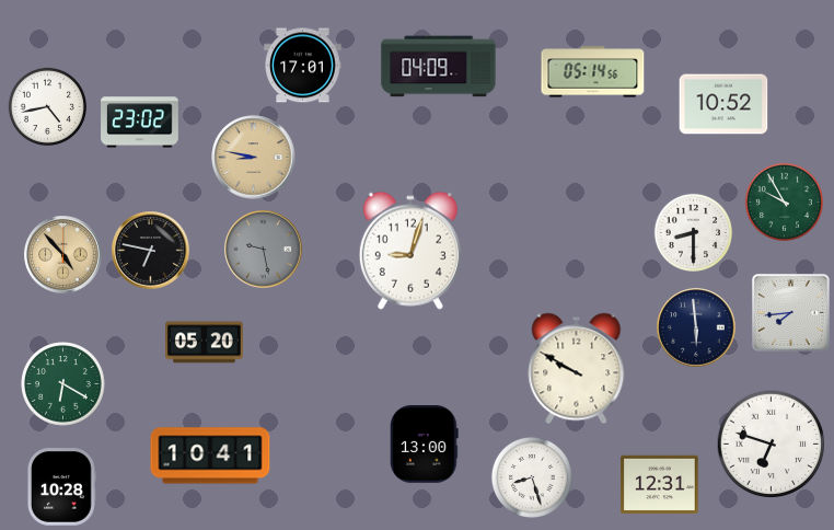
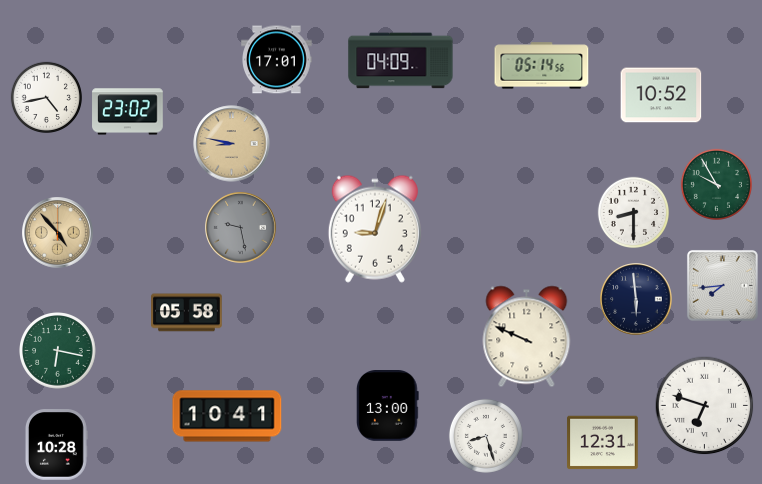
clock at (47, 106) position: (47, 106) -> (46, 97)
clock at (151, 251): 6:47 -> none
clock at (205, 343): 05:20 -> 05:58
clock at (577, 369): 9:50 -> 9:49
clock at (63, 384): 6:20 -> 6:17
clock at (210, 456) position: (210, 456) -> (227, 416)
